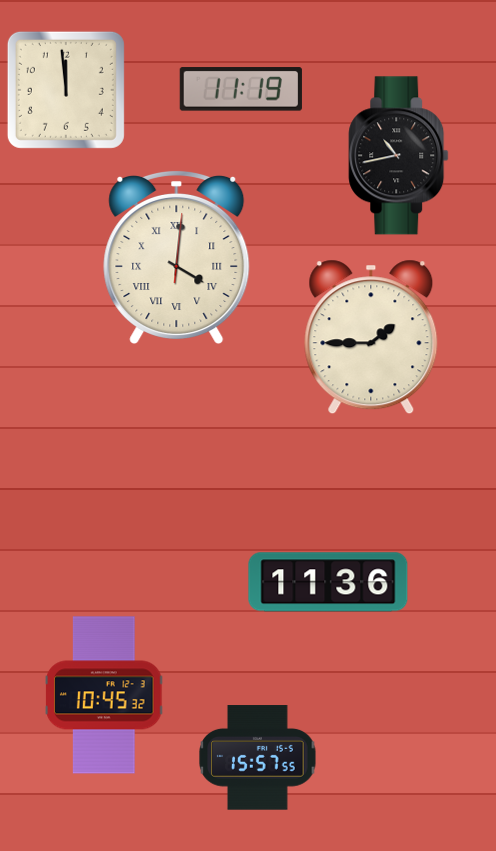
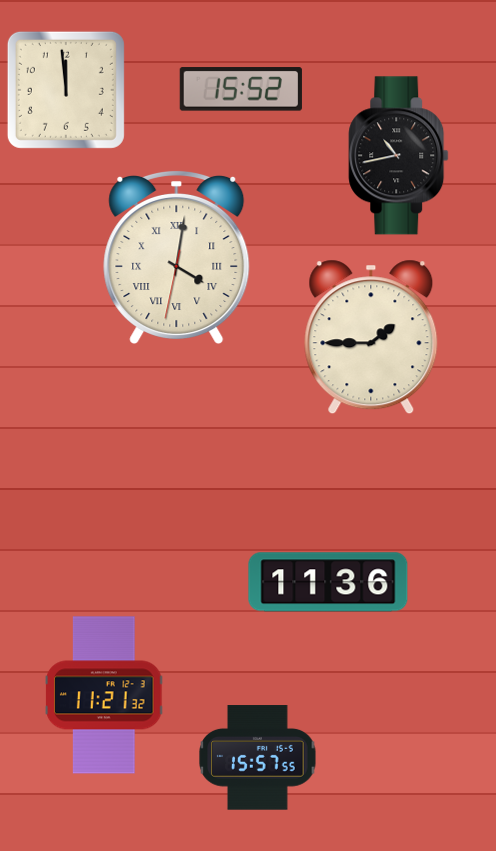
clock at (241, 89): 11:19 -> 15:52
clock at (177, 256): 4:01:01 -> 4:01:32
clock at (105, 695): 10:45 -> 11:21
